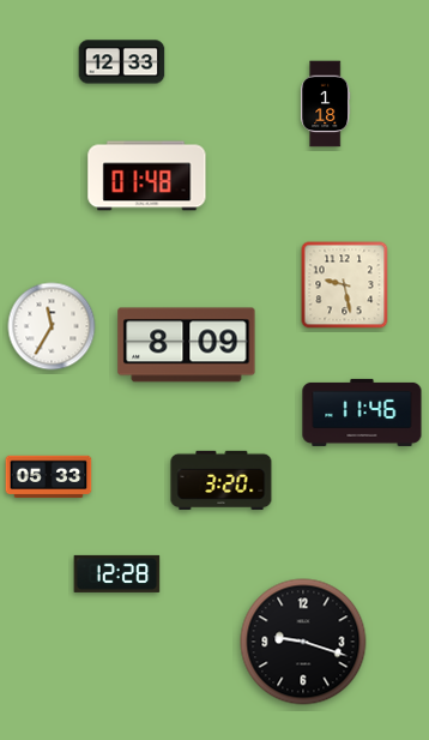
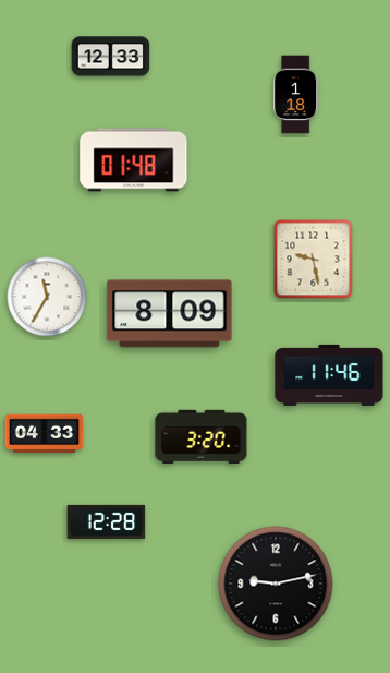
clock at (49, 477): 05:33 -> 04:33
clock at (303, 642): 9:18 -> 9:13
